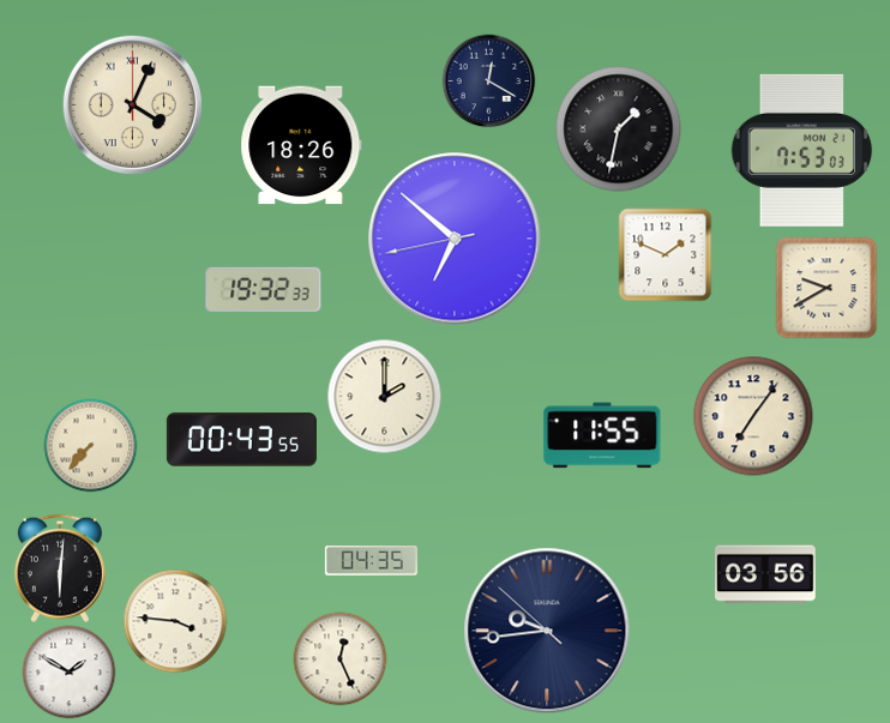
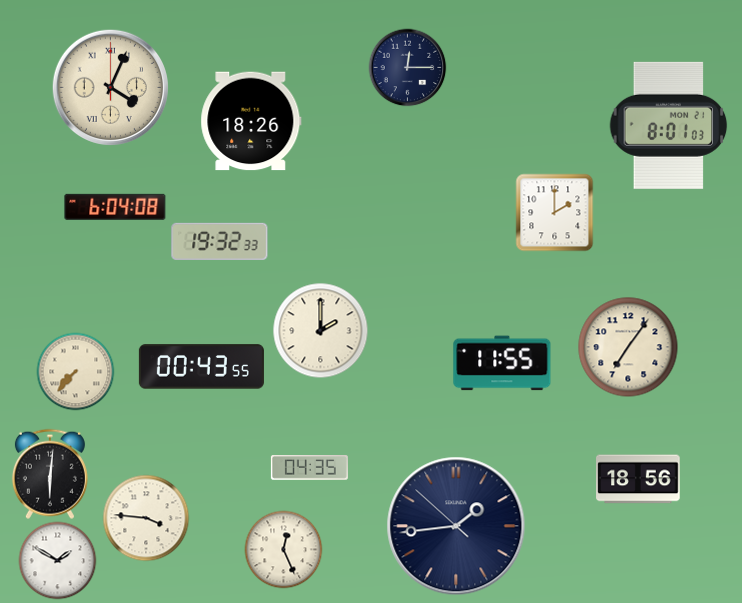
clock at (488, 80): 12:20 -> 12:15
clock at (619, 129): 1:32 -> none
clock at (802, 150): 7:53 -> 8:01
clock at (455, 239): 6:51 -> none
clock at (115, 207): none -> 6:04
clock at (665, 254): 1:49 -> 2:00
clock at (826, 288): 9:40 -> none
clock at (765, 574): 03:56 -> 18:56
clock at (547, 631): 9:43 -> 1:43
